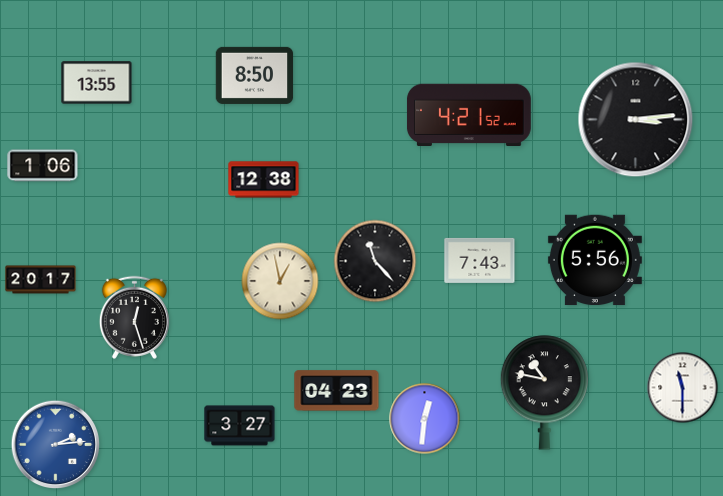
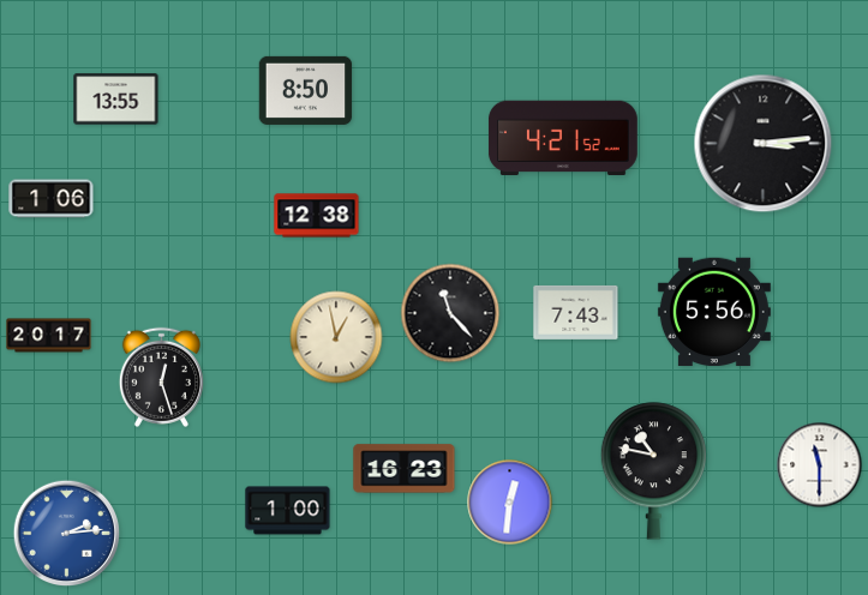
clock at (134, 317) position: (134, 317) -> (161, 377)
clock at (337, 391): 04:23 -> 16:23
clock at (240, 426): 3:27 -> 1:00
